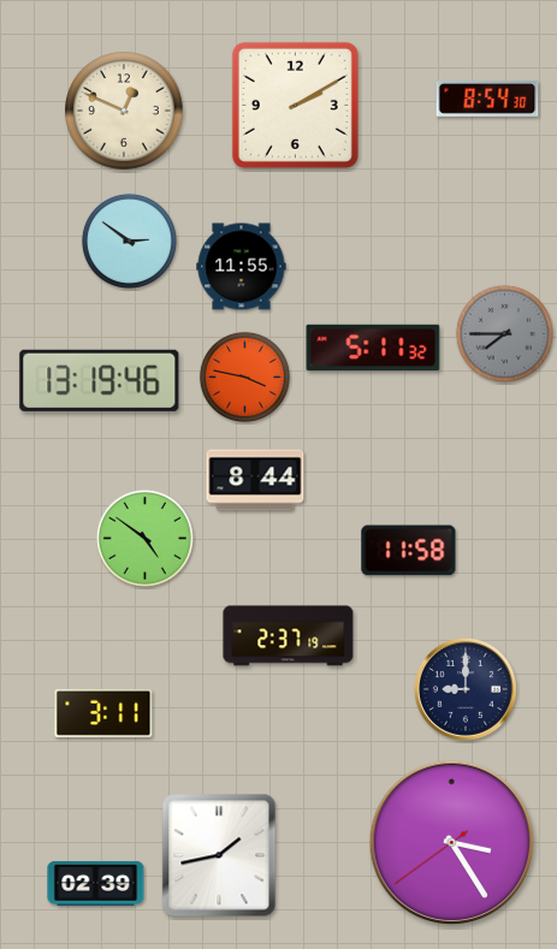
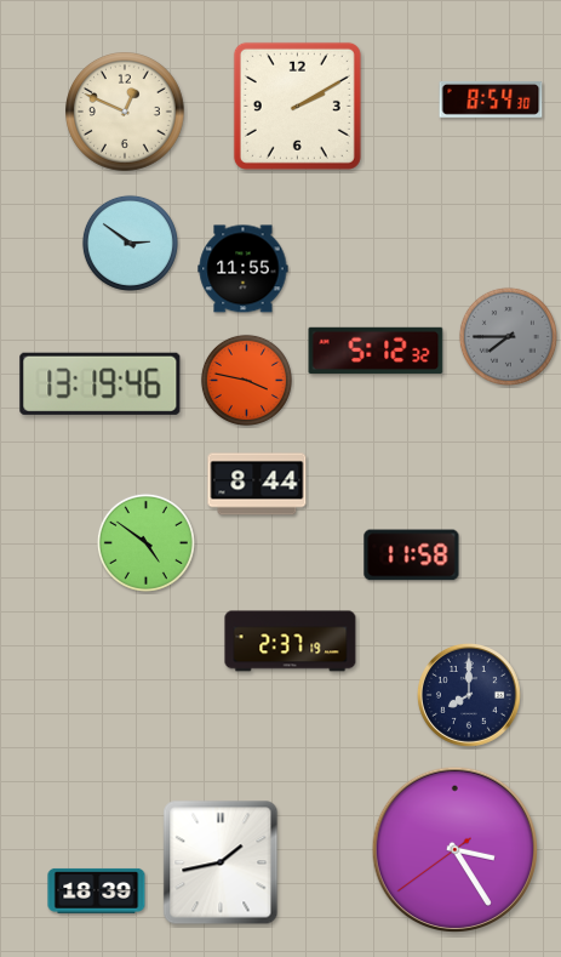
clock at (373, 346): 5:11 -> 5:12
clock at (466, 689): 9:00 -> 8:00
clock at (103, 713): 3:11 -> none
clock at (96, 883): 02:39 -> 18:39
